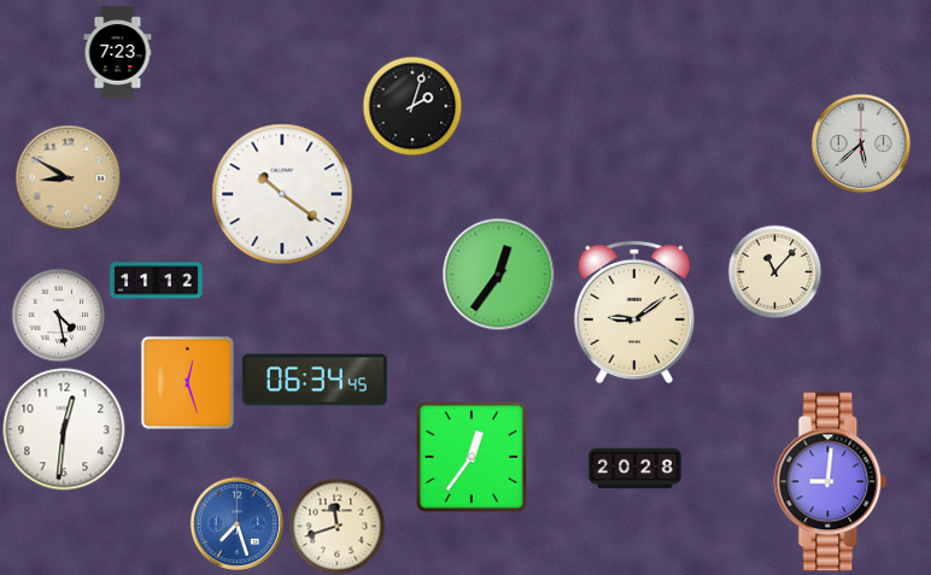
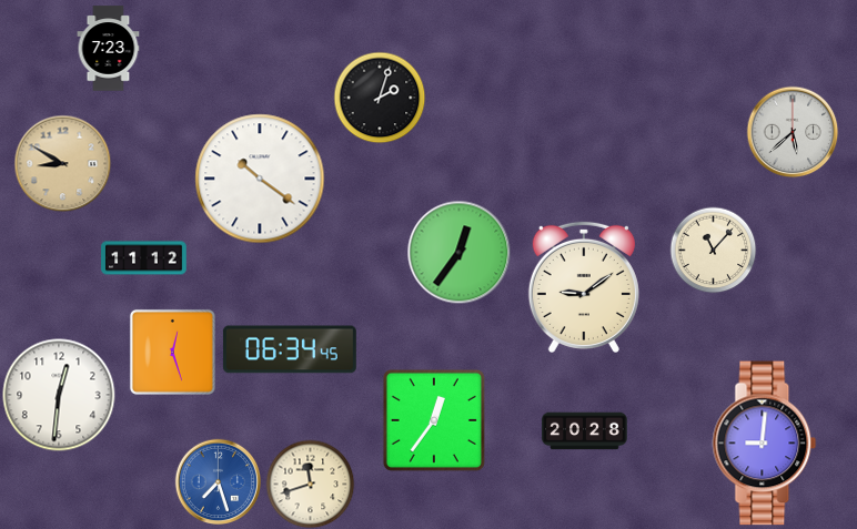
clock at (58, 315): 4:28 -> none
